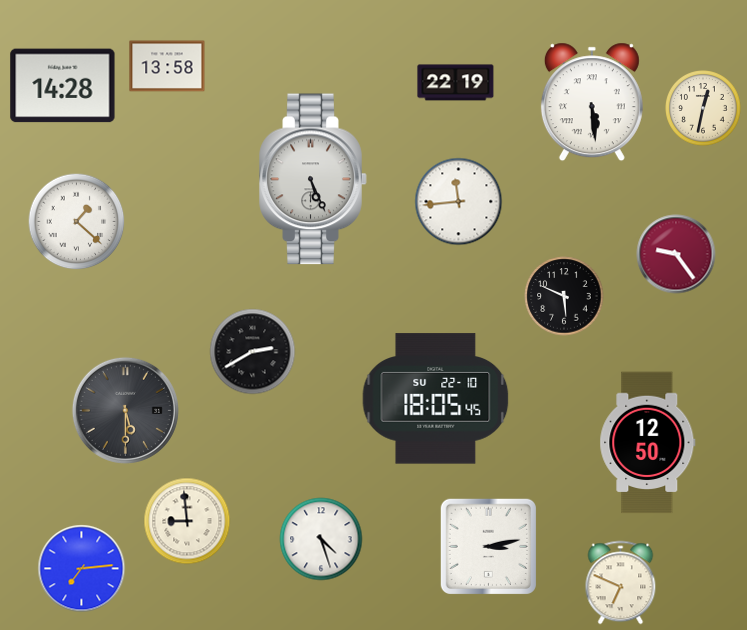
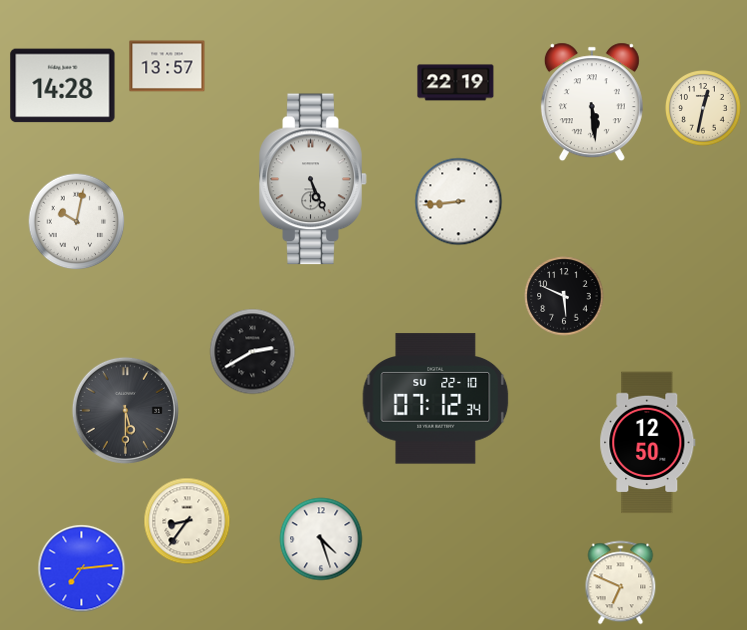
clock at (167, 66): 13:58 -> 13:57
clock at (459, 202): 11:44 -> 8:44
clock at (77, 222): 1:22 -> 10:02
clock at (676, 254): 9:24 -> none
clock at (436, 399): 18:05 -> 07:12
clock at (187, 521): 8:59 -> 8:36
clock at (488, 546): 3:13 -> none
